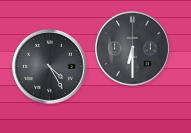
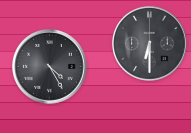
clock at (133, 49) position: (133, 49) -> (150, 44)
